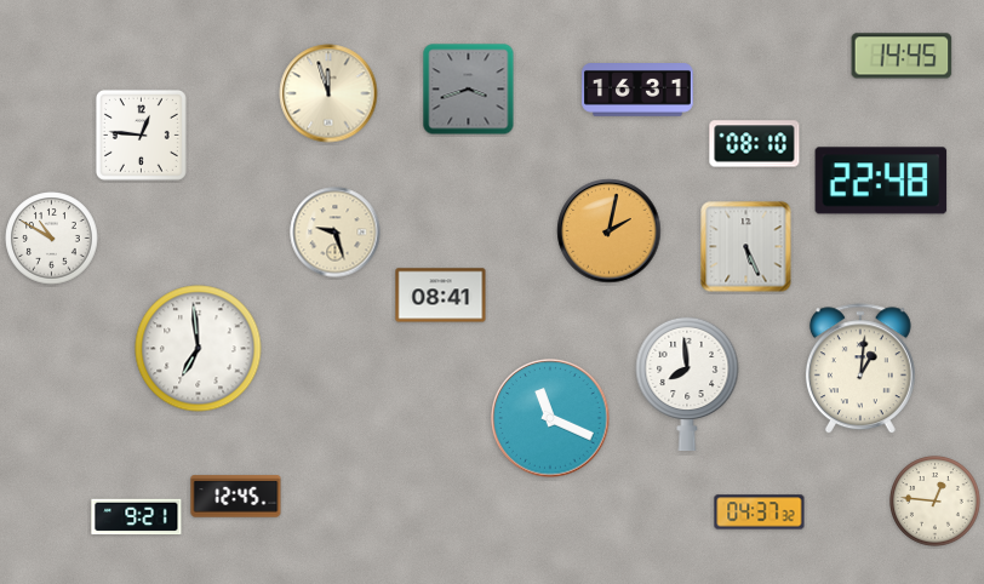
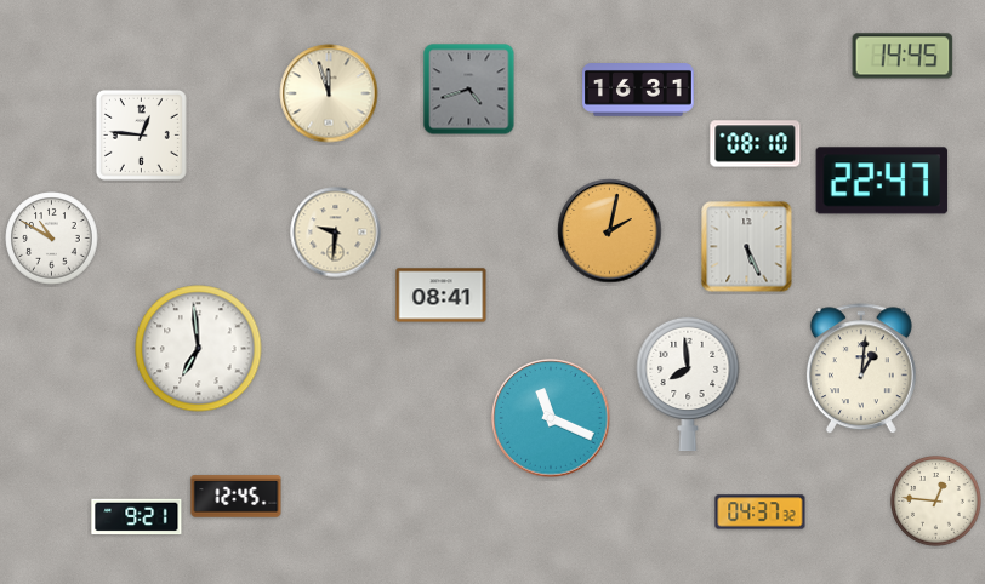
clock at (469, 90): 3:42 -> 4:42
clock at (881, 181): 22:48 -> 22:47
clock at (336, 233): 9:27 -> 9:31
